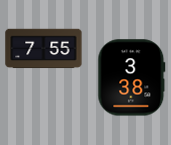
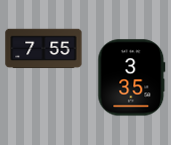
clock at (132, 78): 3:38 -> 3:35
